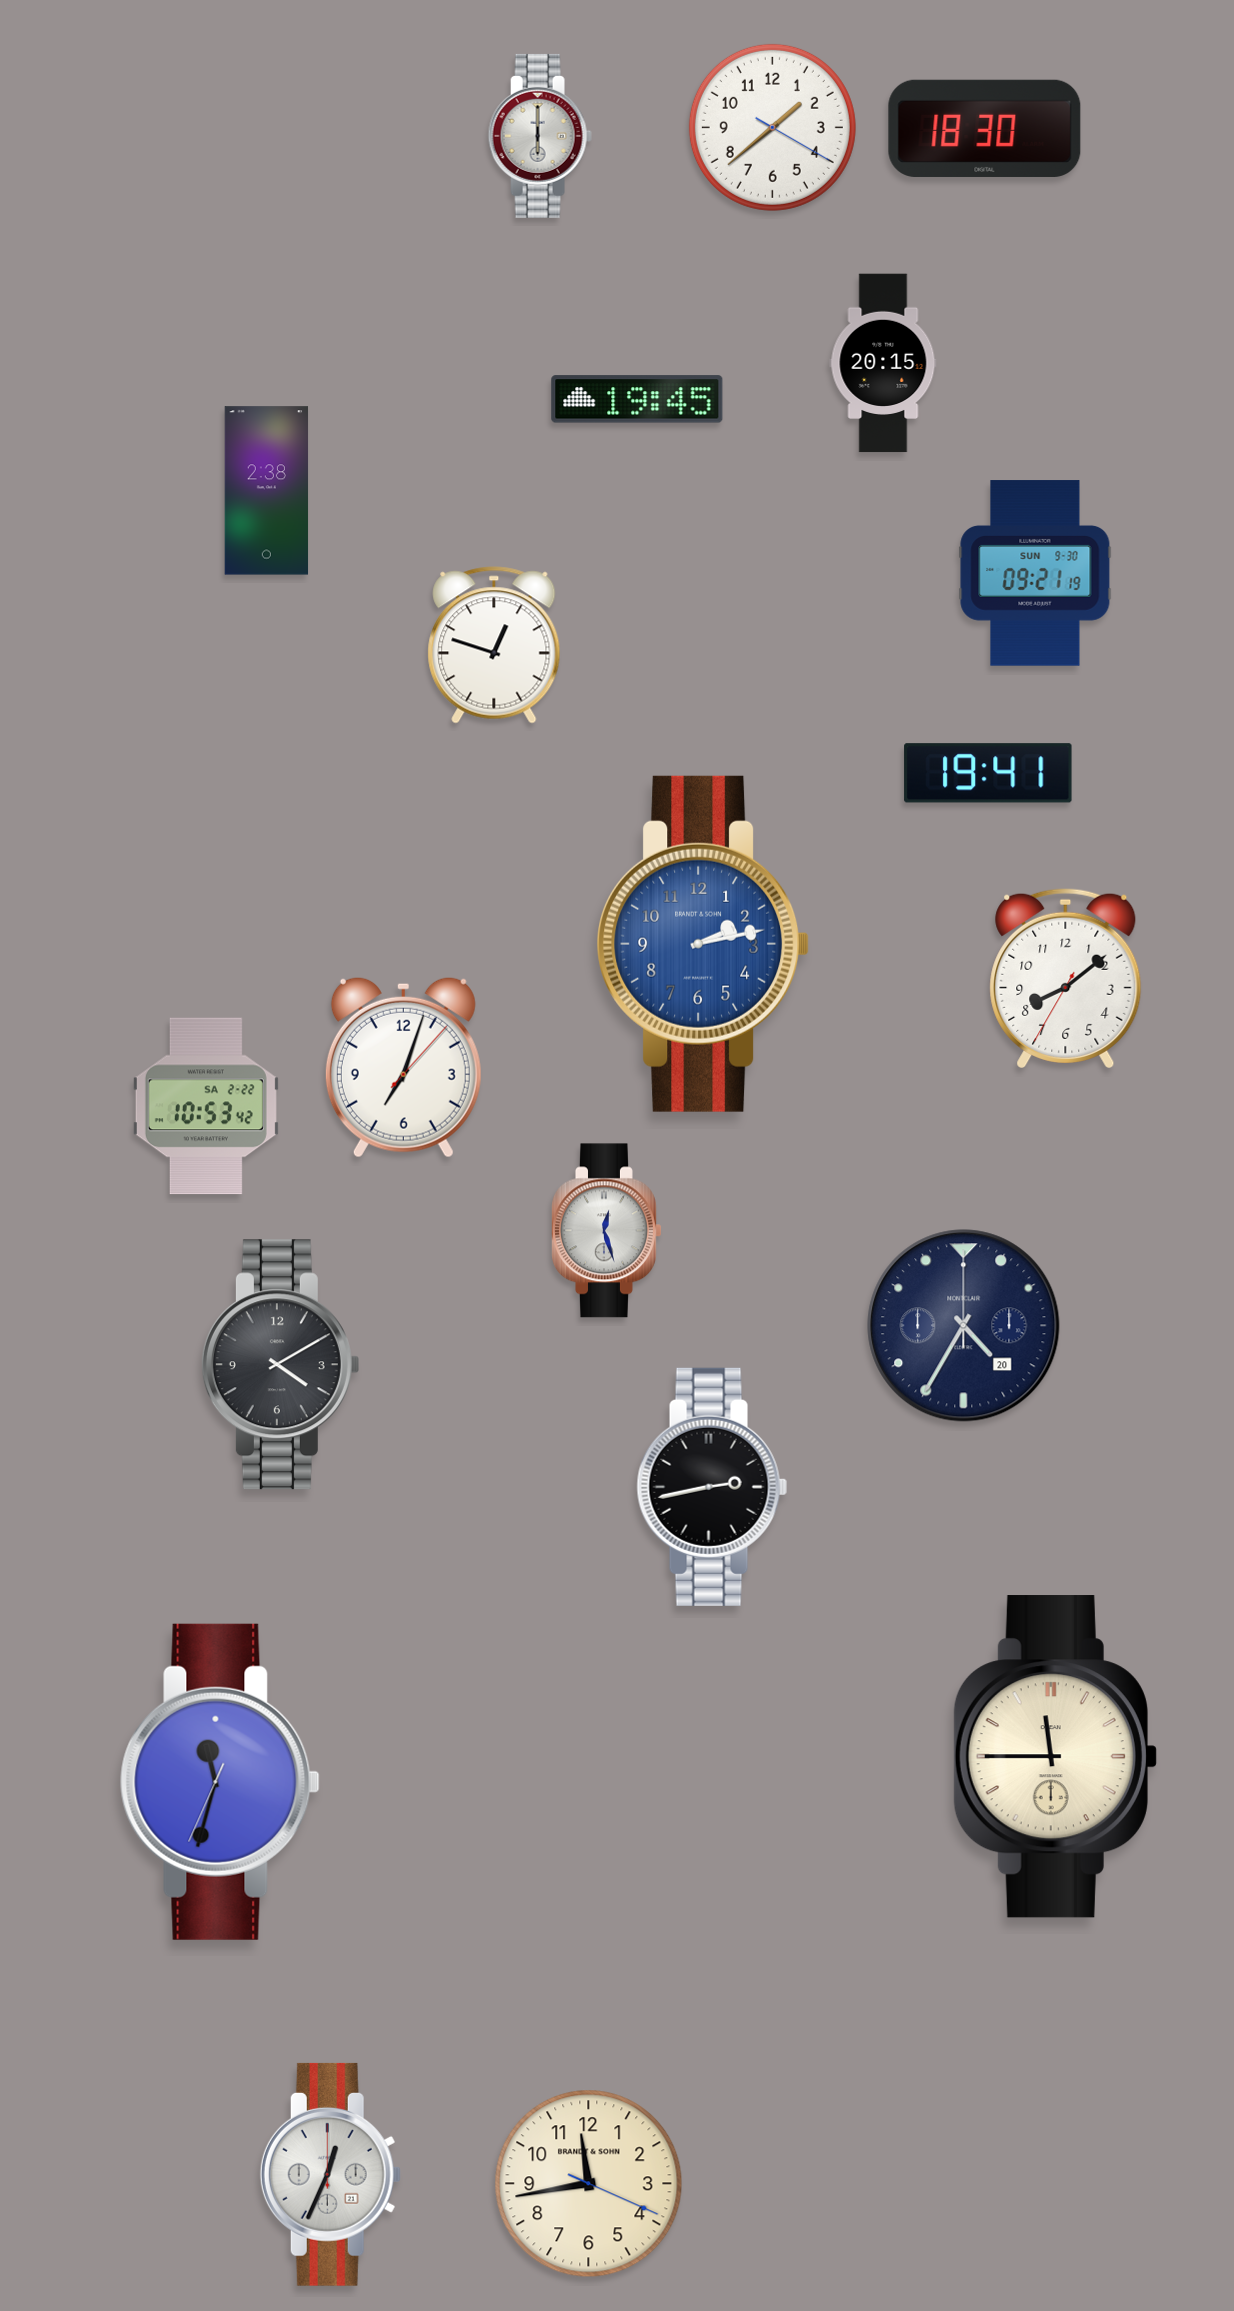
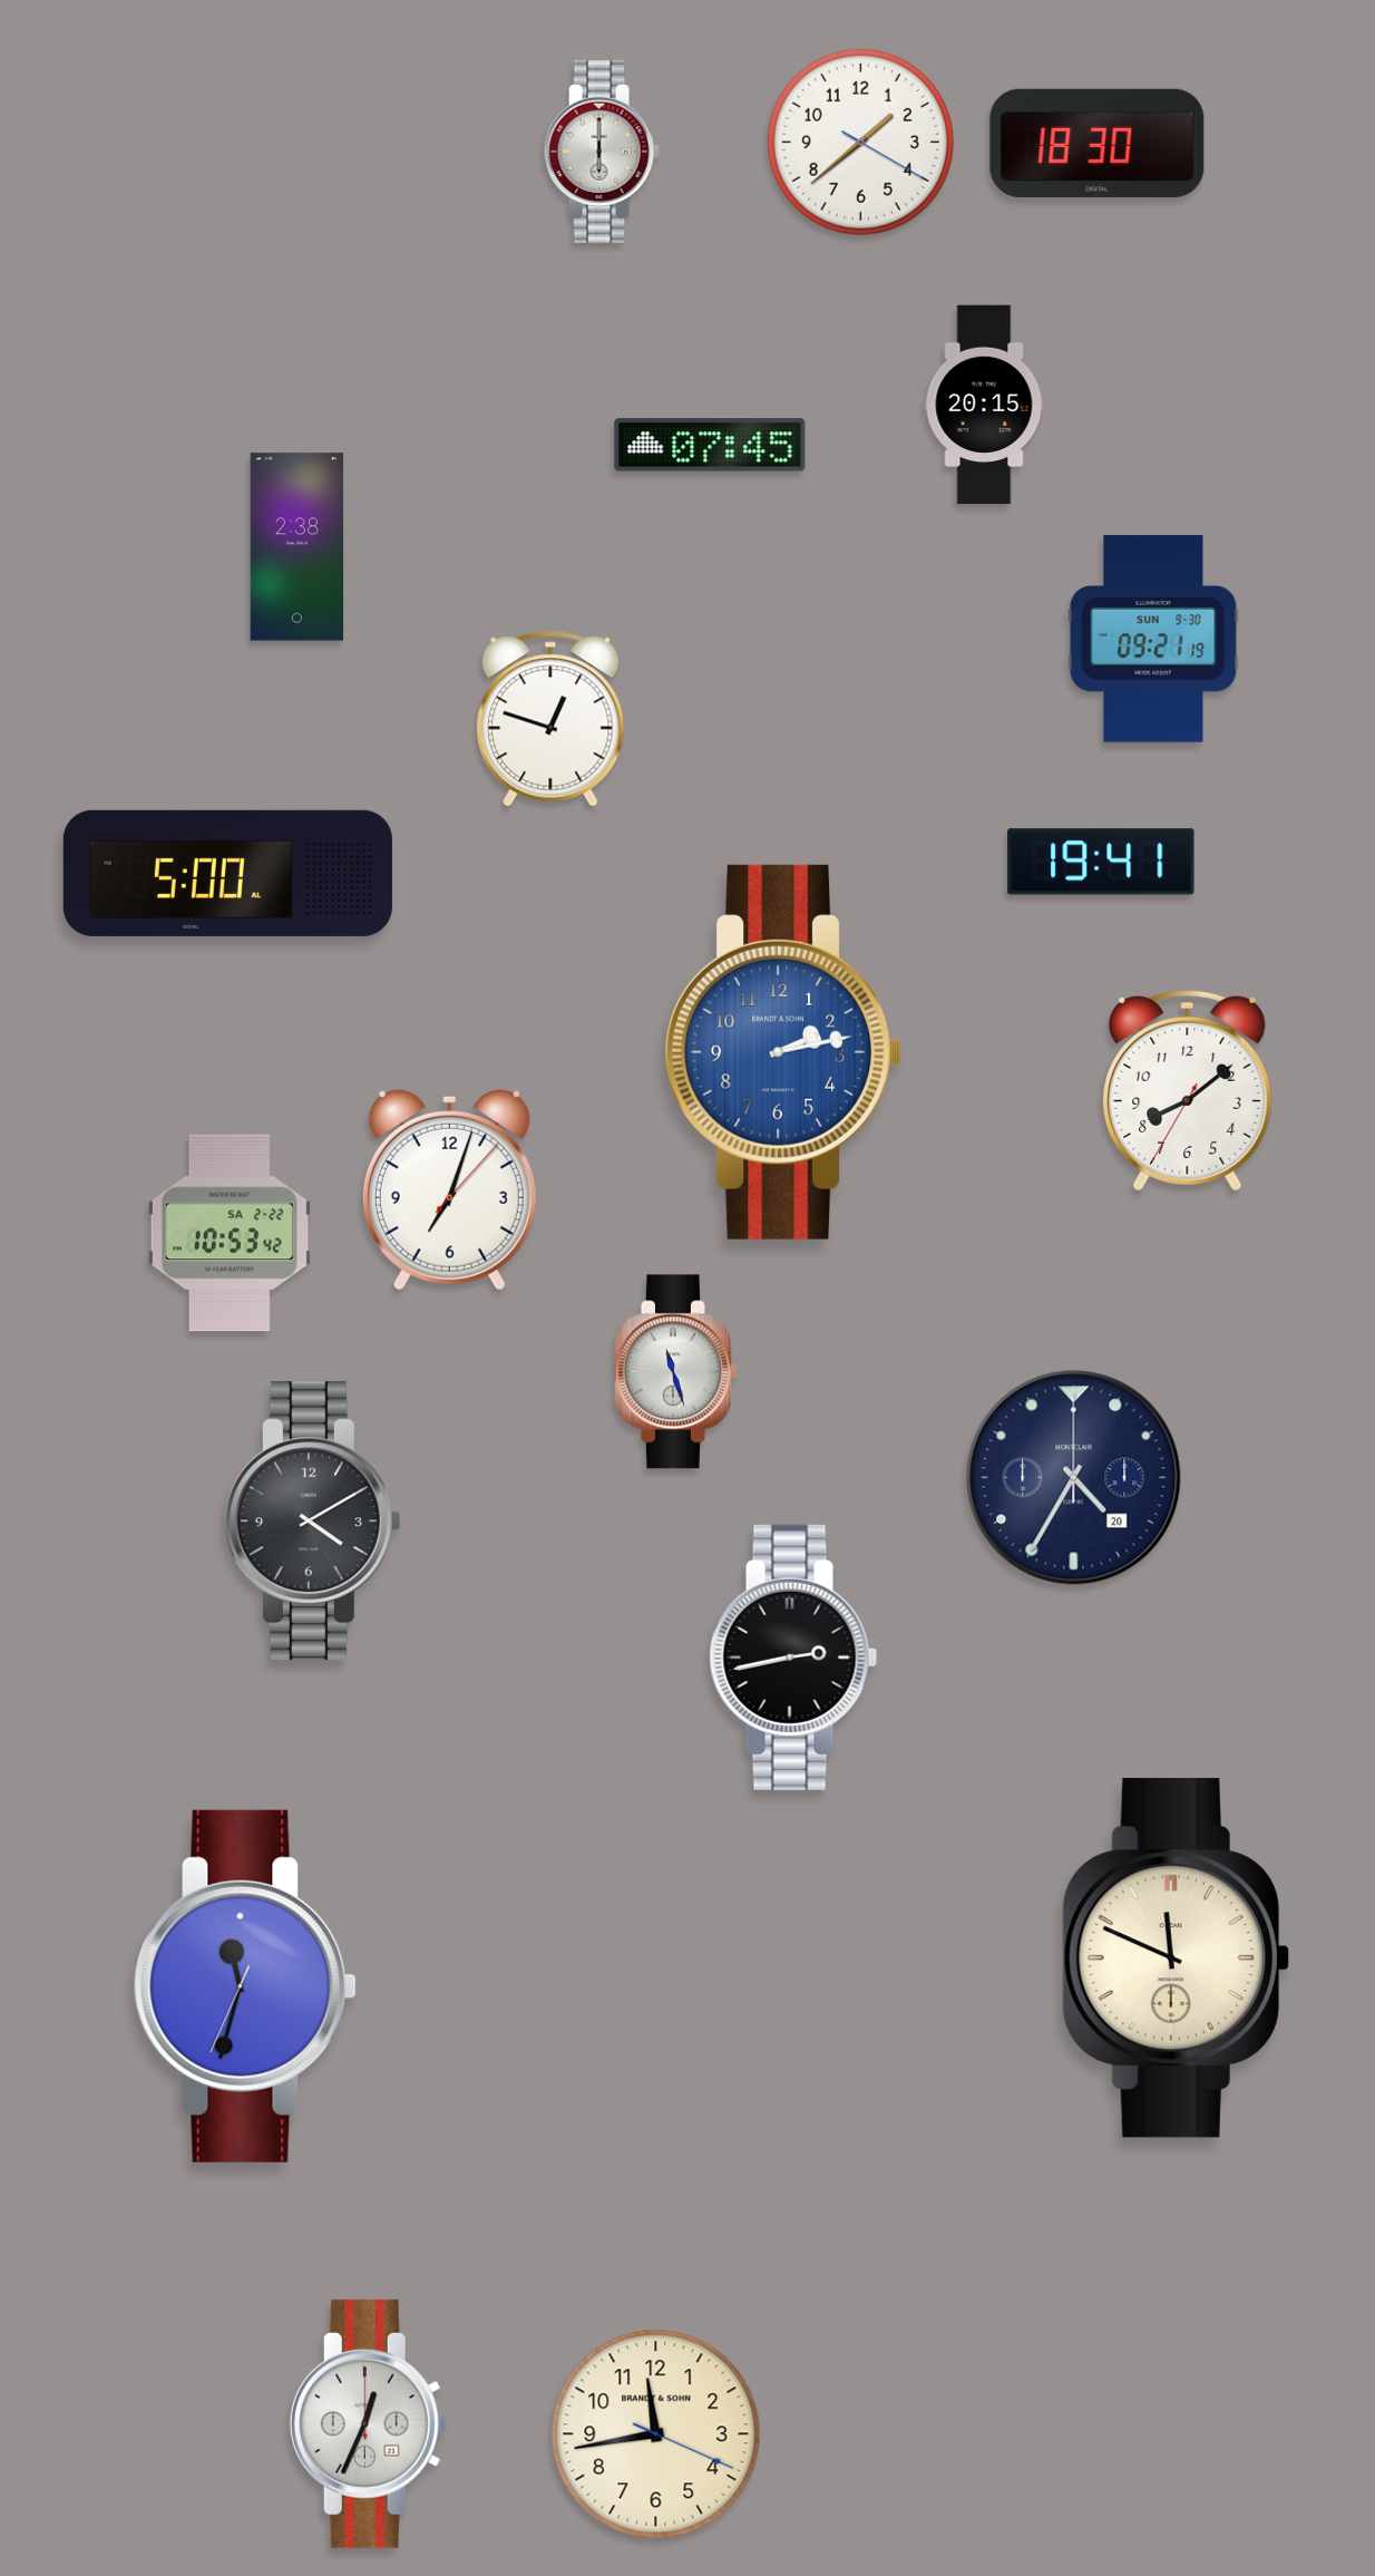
clock at (637, 399): 19:45 -> 07:45
clock at (227, 873): none -> 5:00
clock at (607, 1231): 12:27 -> 11:27
clock at (1055, 1757): 11:45 -> 11:49
